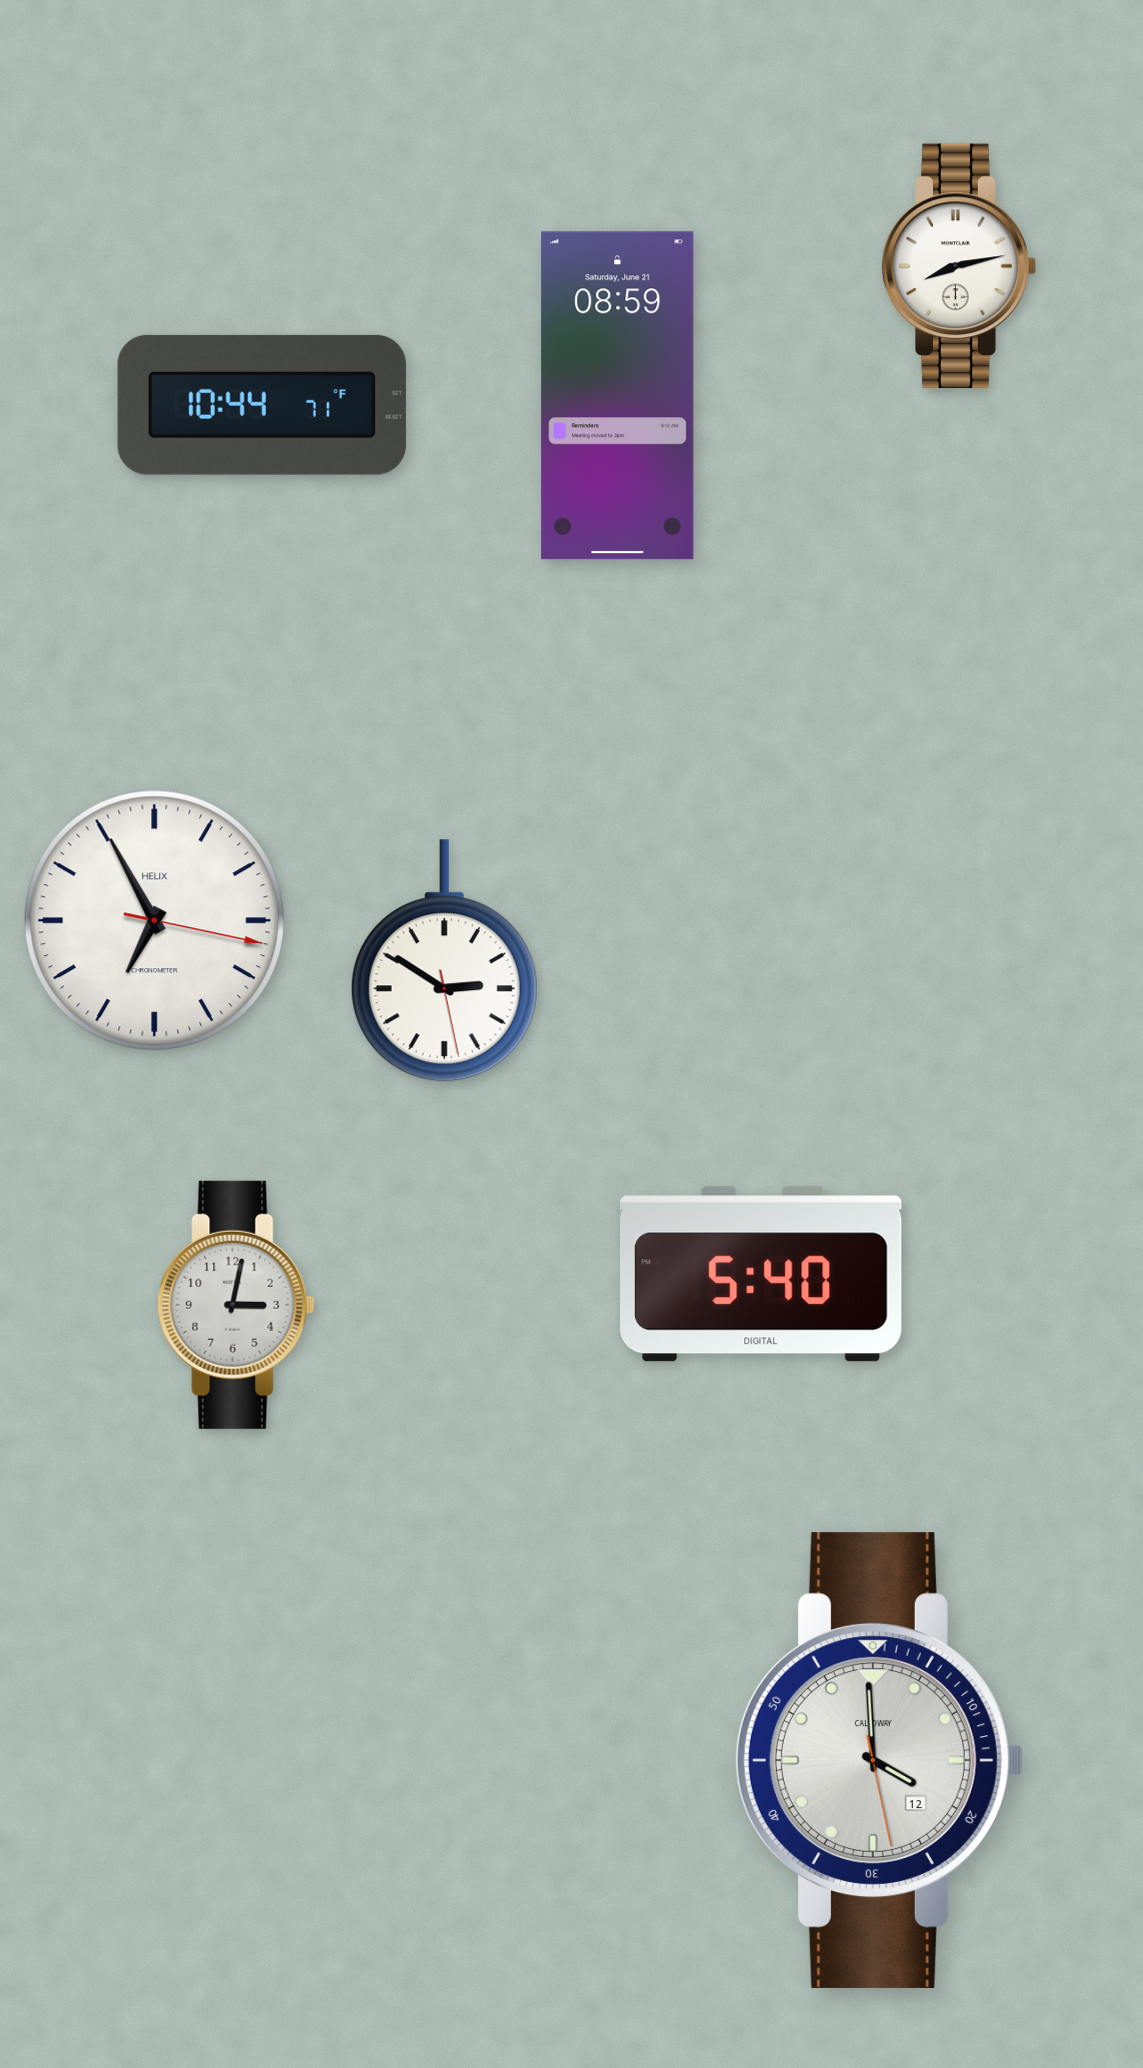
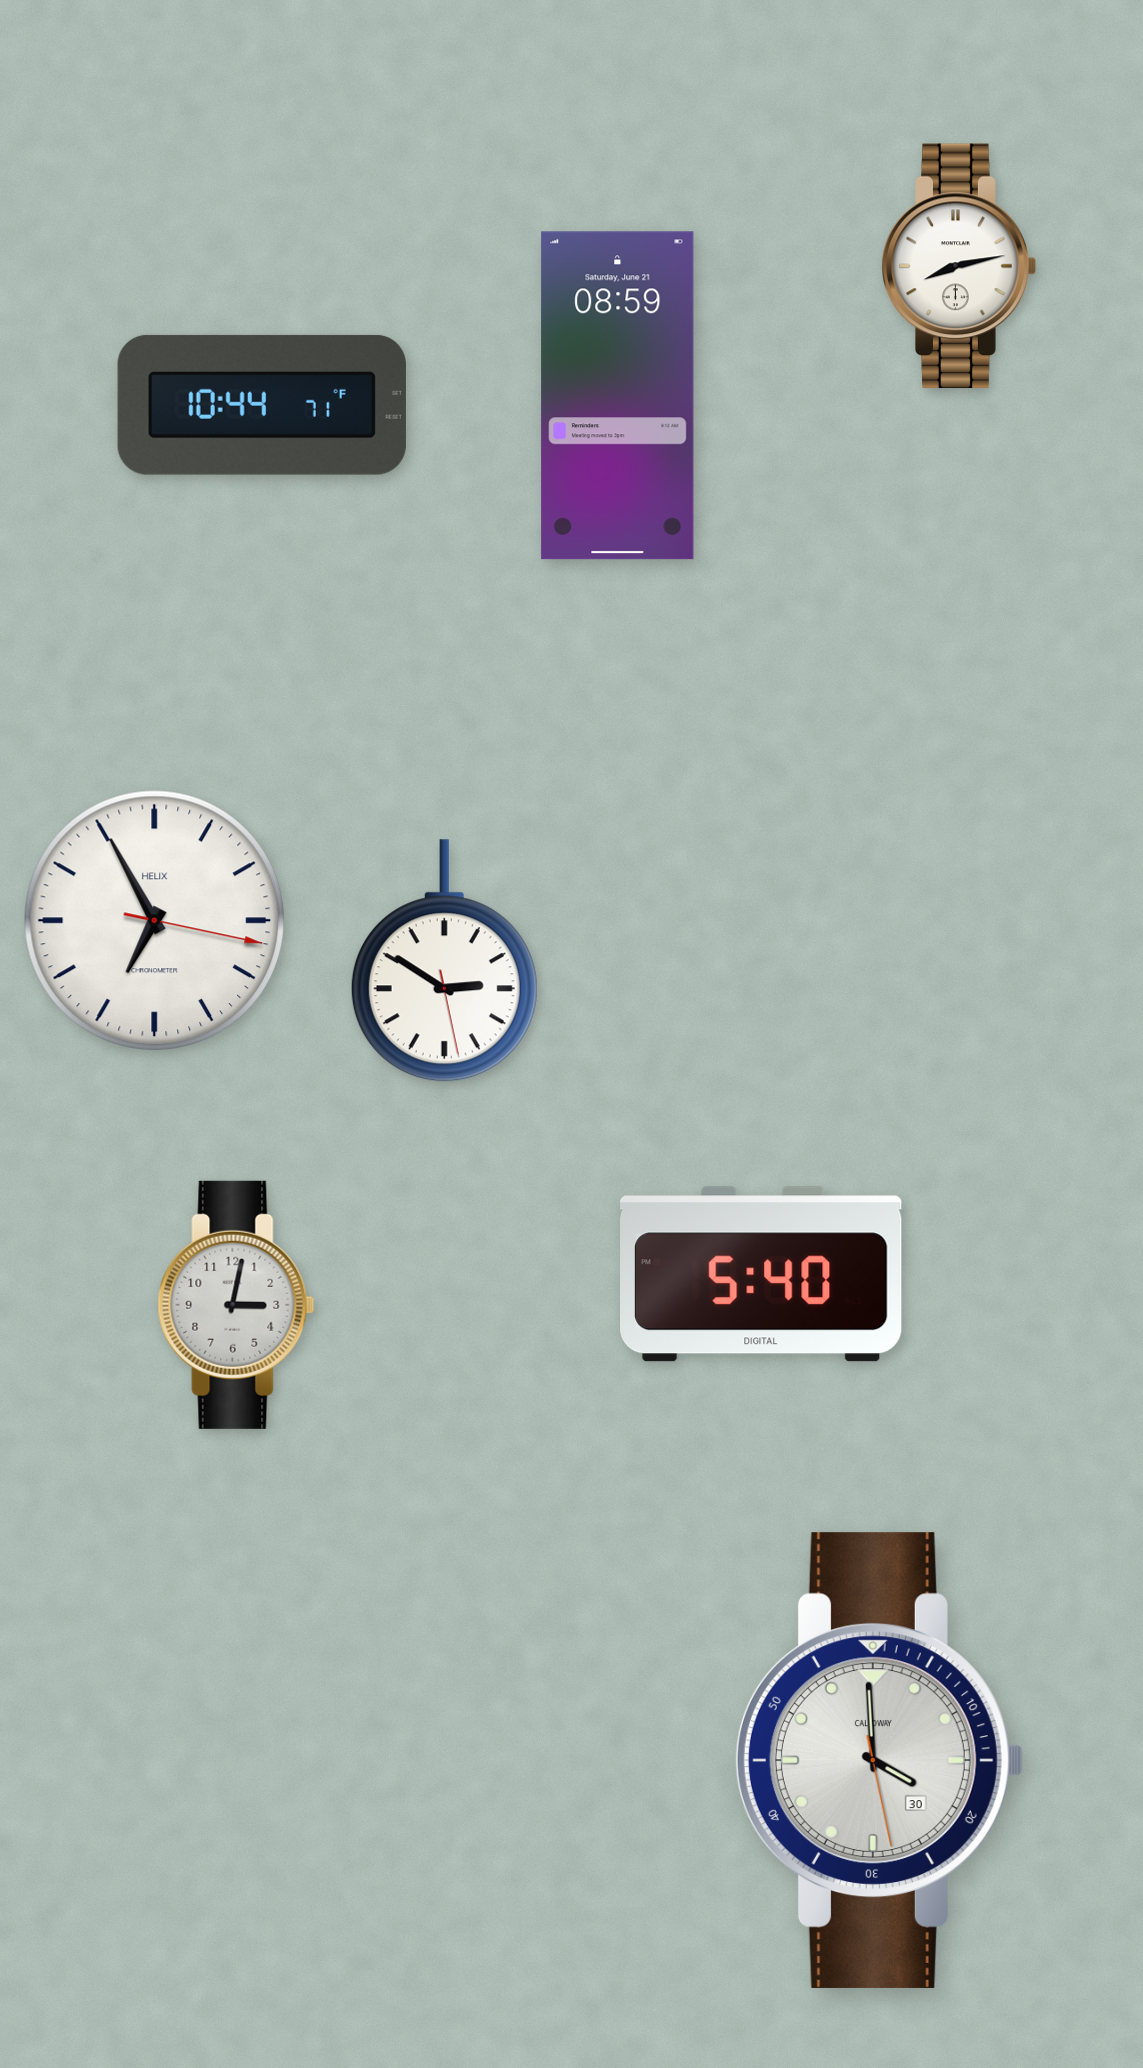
clock at (879, 1760) date: 12 -> 30
